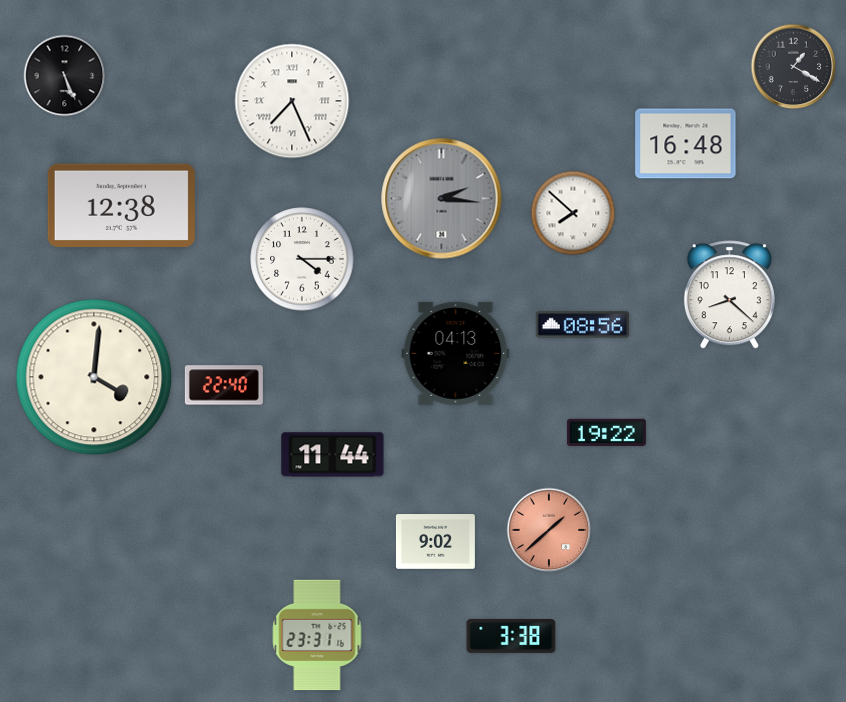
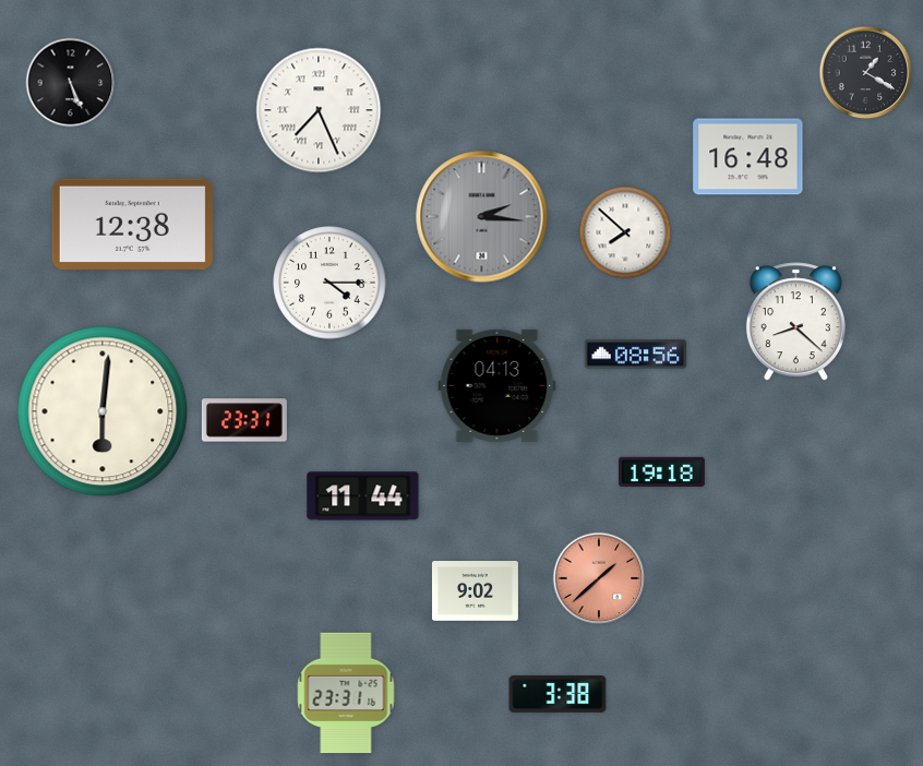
clock at (94, 377): 4:01 -> 6:01
clock at (224, 385): 22:40 -> 23:31
clock at (606, 432): 19:22 -> 19:18
